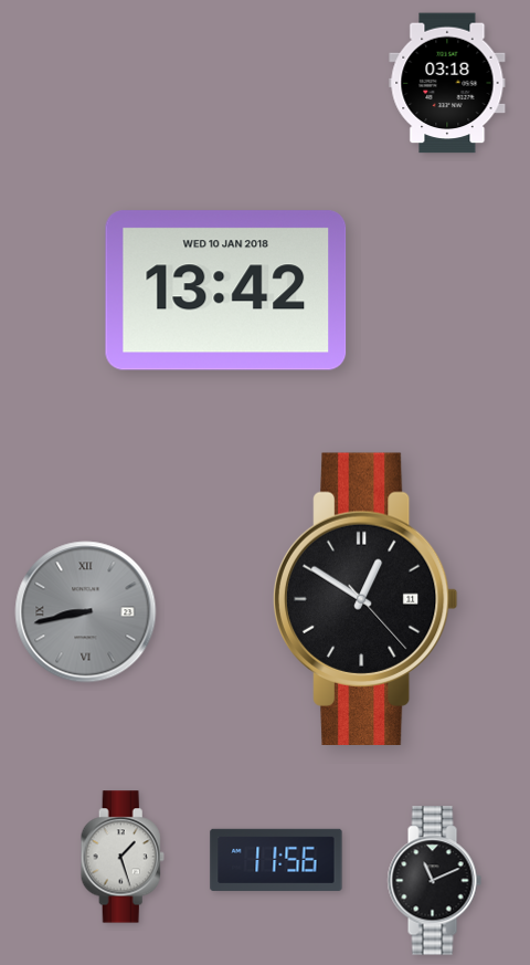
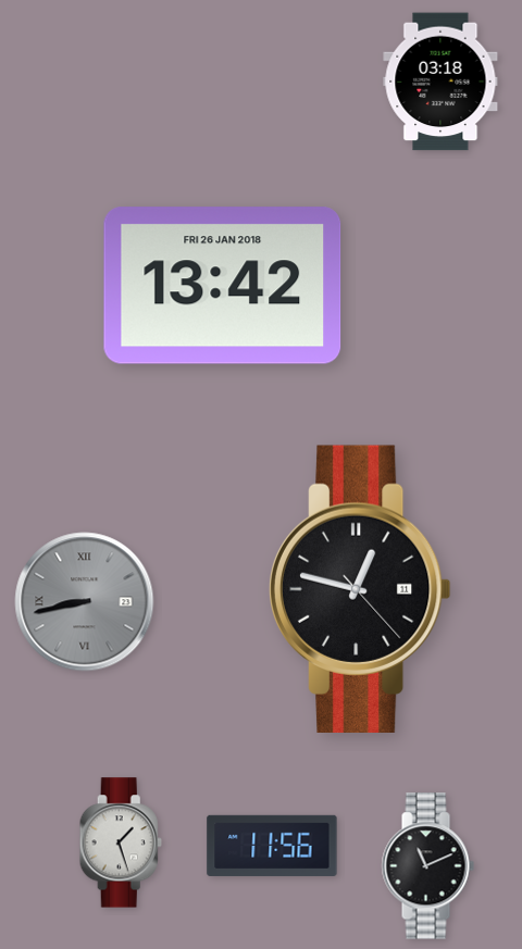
clock at (226, 291) date: WED 10 JAN 2018 -> FRI 26 JAN 2018
clock at (365, 598): 12:50 -> 12:47
